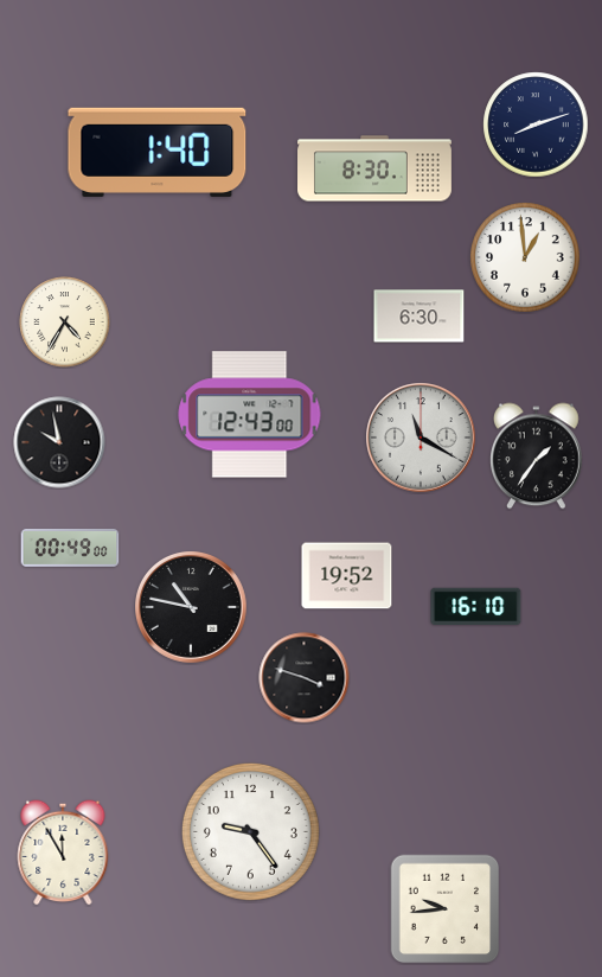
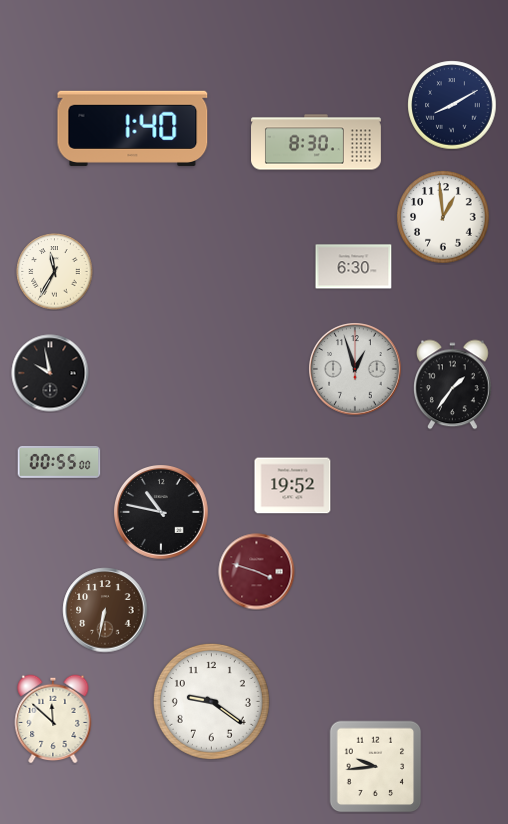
clock at (536, 124): 8:12 -> 8:10
clock at (65, 323): 4:35 -> 11:35
clock at (250, 415): 12:43 -> none
clock at (421, 438): 11:20 -> 12:57
clock at (70, 548): 00:49 -> 00:55
clock at (476, 607): 16:10 -> none
clock at (305, 678) dial: black -> burgundy
clock at (105, 610): none -> 6:32
clock at (250, 831): 9:24 -> 9:21
clock at (63, 853): 11:55 -> 11:52
